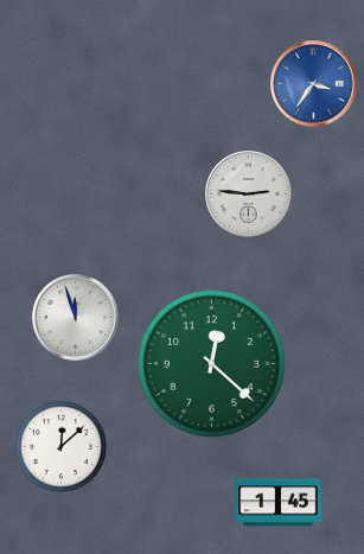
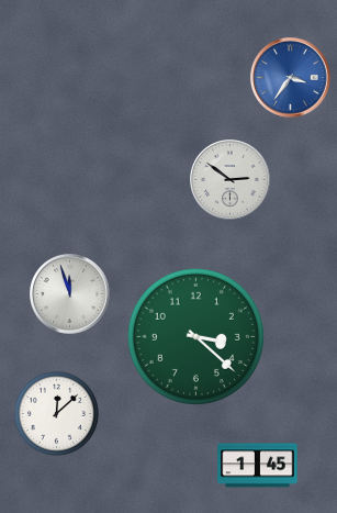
clock at (249, 195): 2:46 -> 2:51
clock at (211, 363): 12:22 -> 3:22
